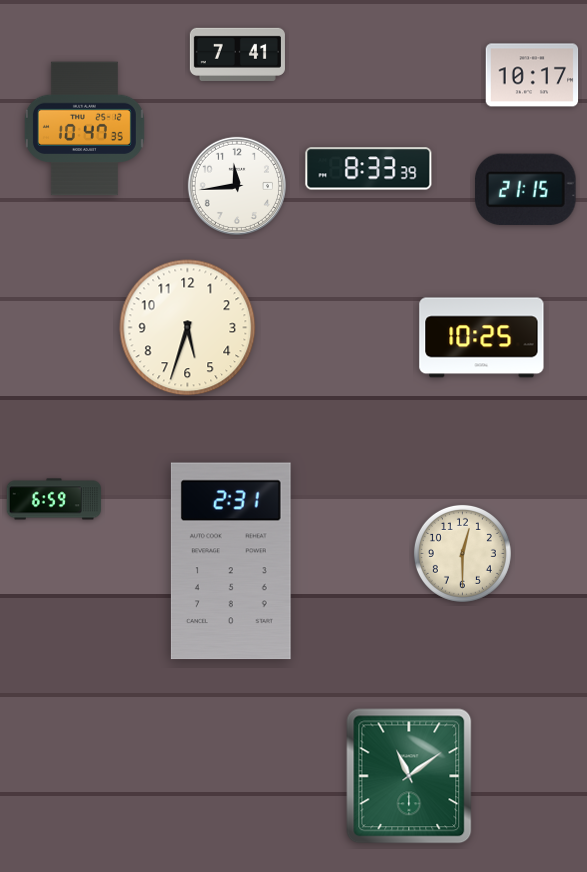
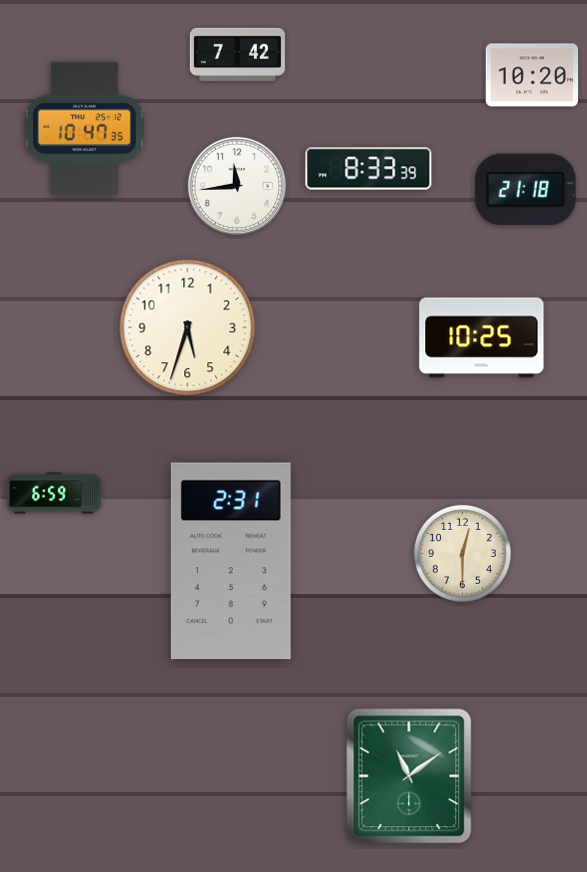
clock at (237, 54): 7:41 -> 7:42
clock at (532, 75): 10:17 -> 10:20
clock at (526, 189): 21:15 -> 21:18
clock at (54, 499) position: (54, 499) -> (54, 493)
